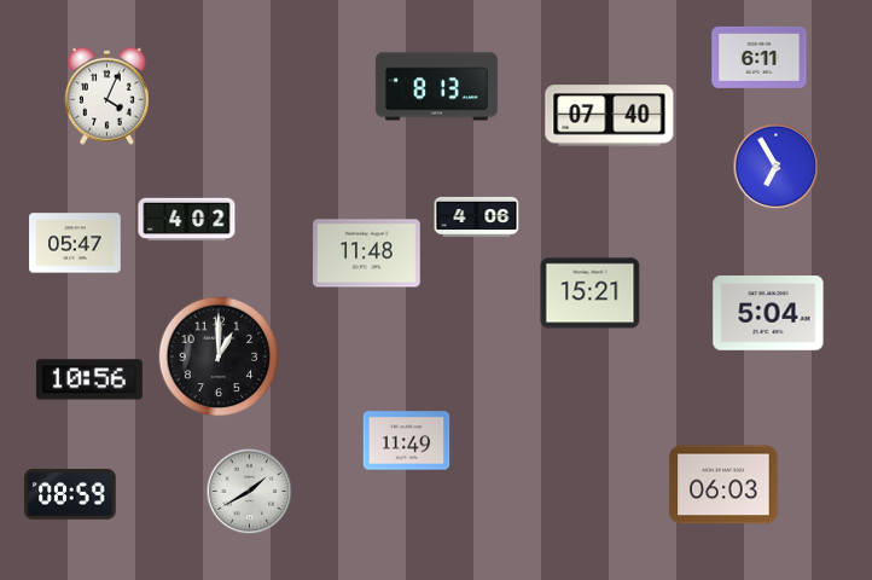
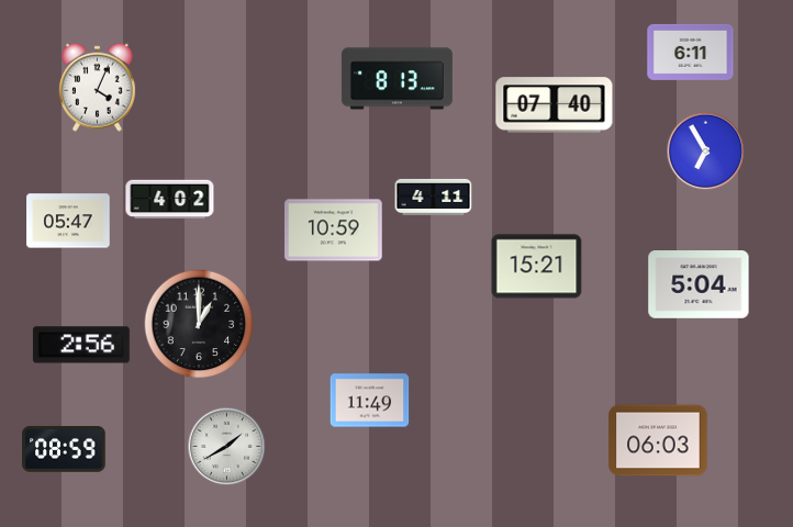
clock at (477, 216): 4:06 -> 4:11
clock at (367, 254): 11:48 -> 10:59
clock at (89, 379): 10:56 -> 2:56
